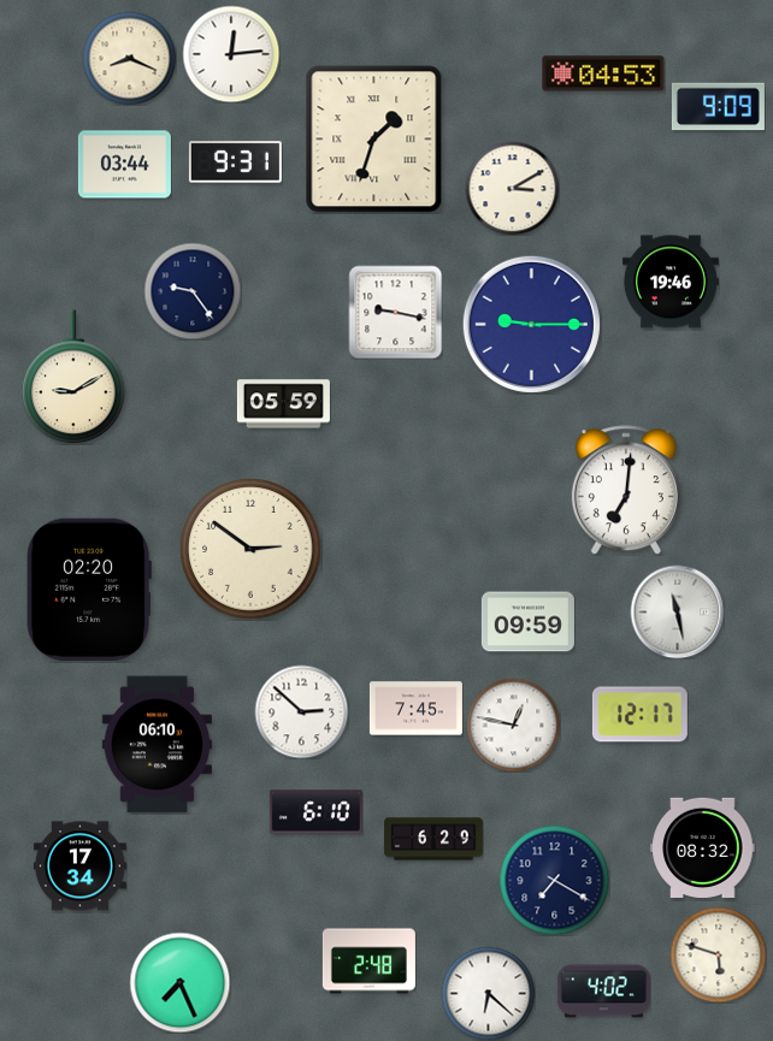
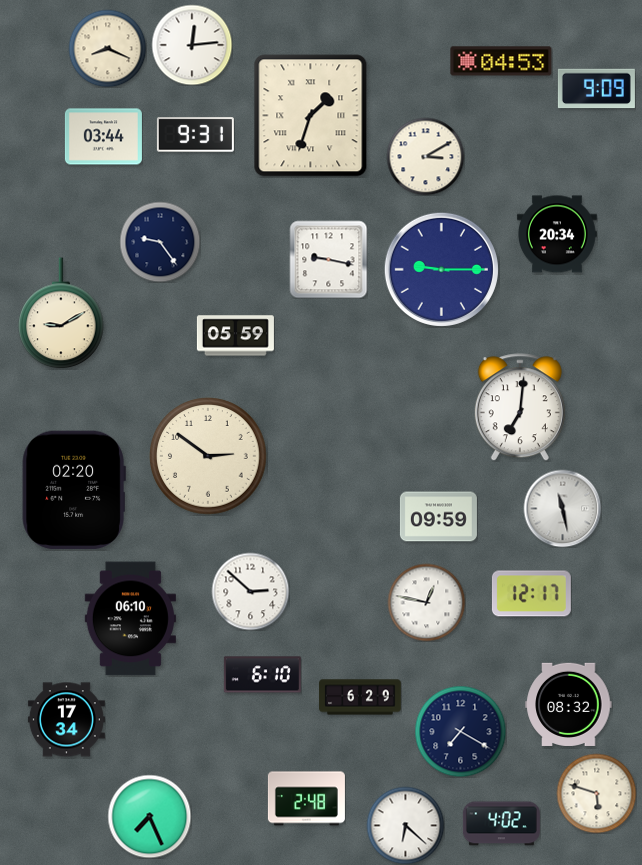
clock at (671, 282): 19:46 -> 20:34
clock at (415, 709): 7:45 -> none
clock at (703, 847) position: (703, 847) -> (569, 704)
